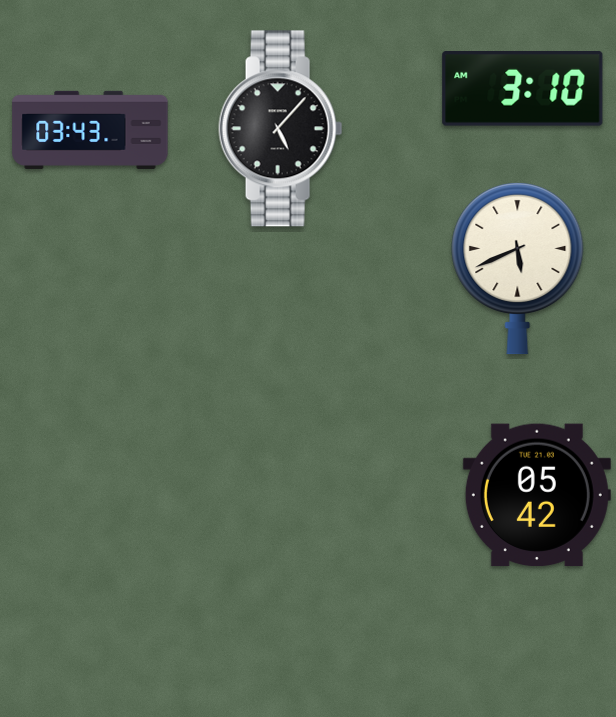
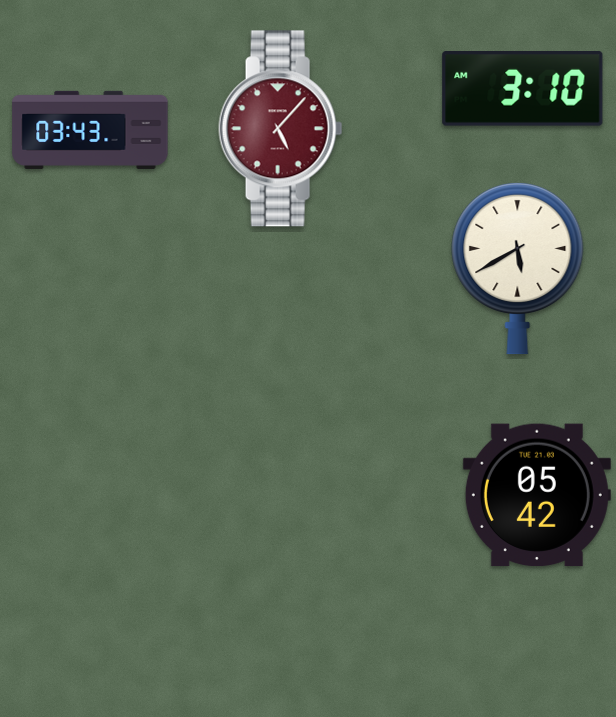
clock at (281, 129) dial: black -> burgundy
clock at (518, 268): 5:41 -> 5:40
